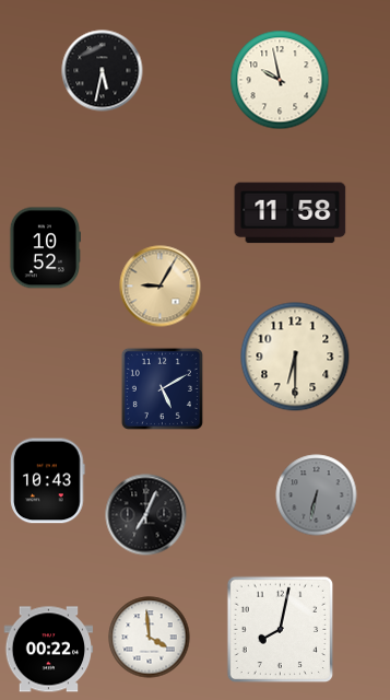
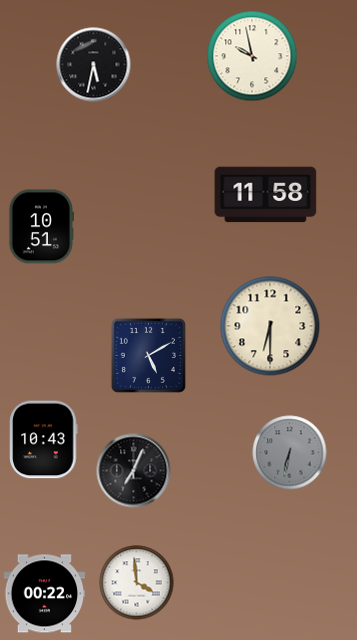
clock at (280, 80) position: (280, 80) -> (252, 56)
clock at (44, 248): 10:52 -> 10:51
clock at (161, 287): 9:05 -> none
clock at (281, 630): 8:02 -> none
